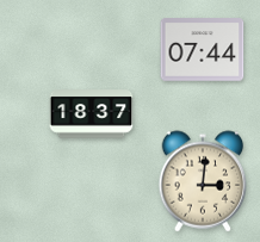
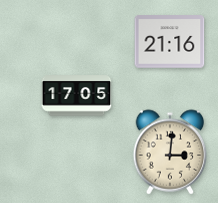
clock at (203, 50): 07:44 -> 21:16
clock at (92, 114): 18:37 -> 17:05
